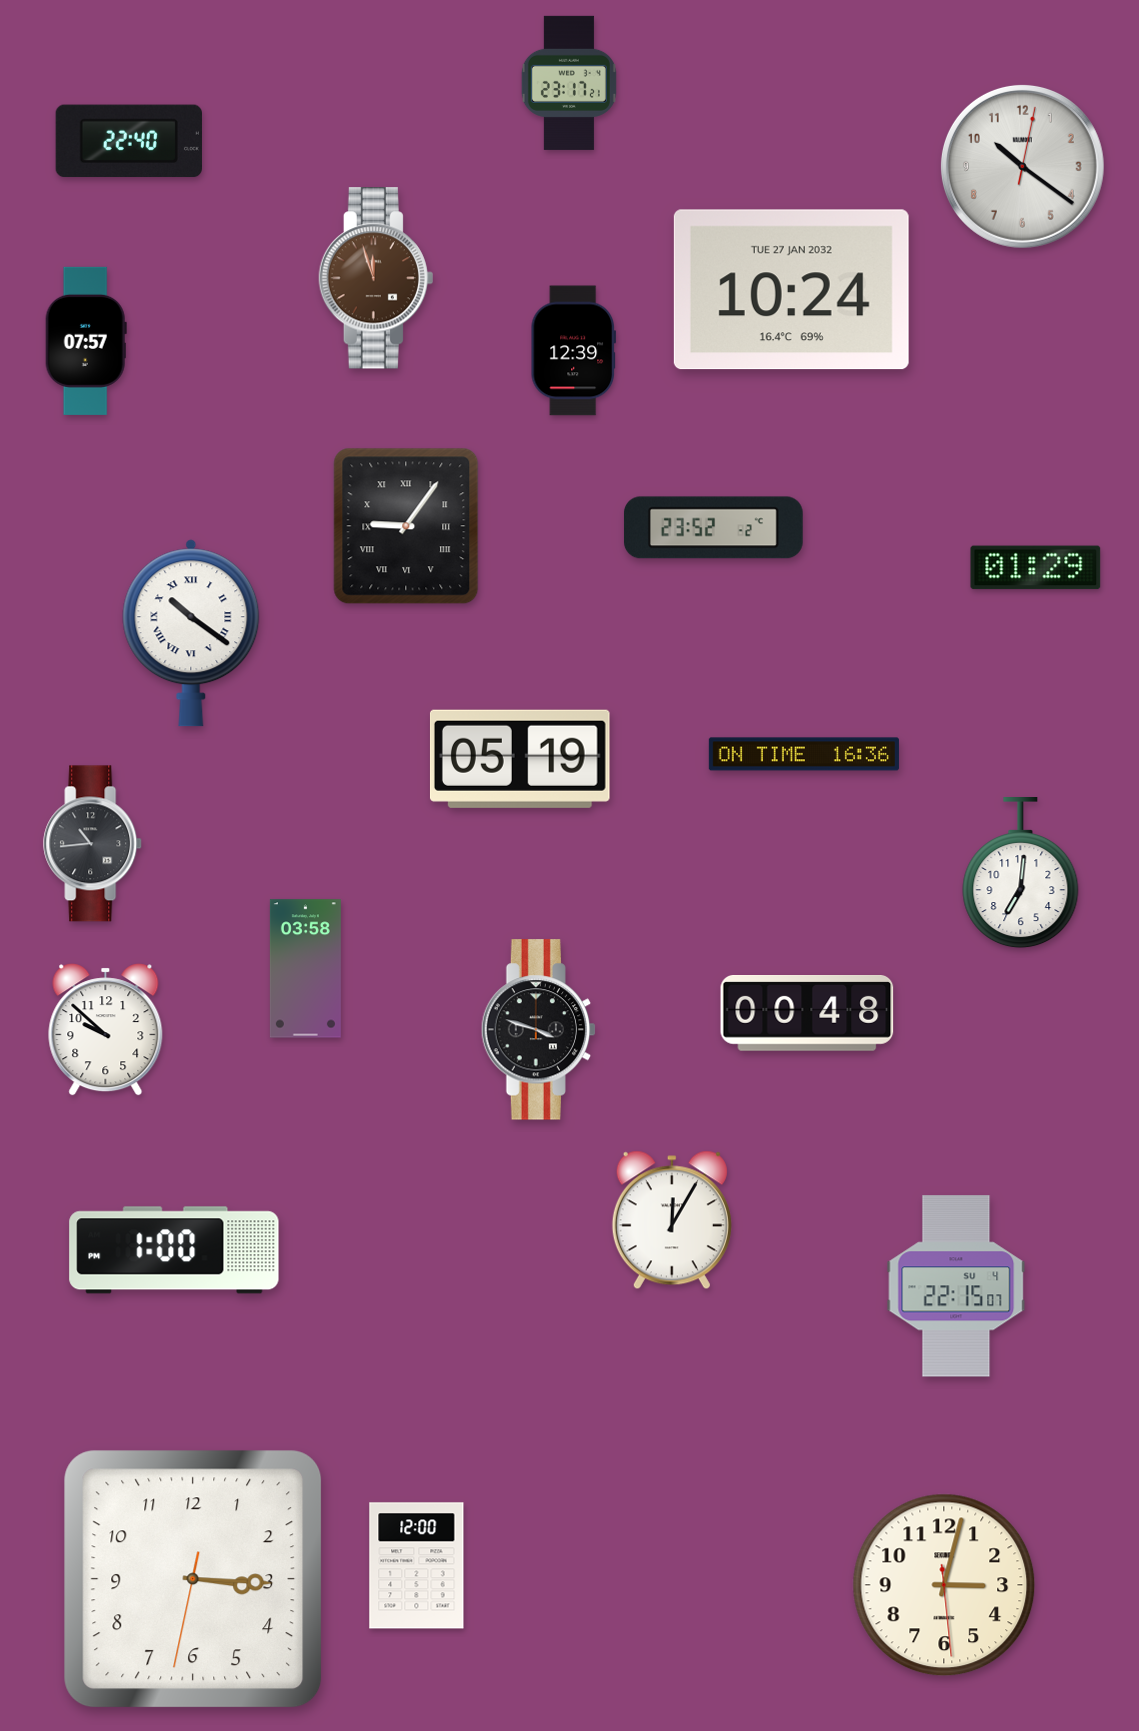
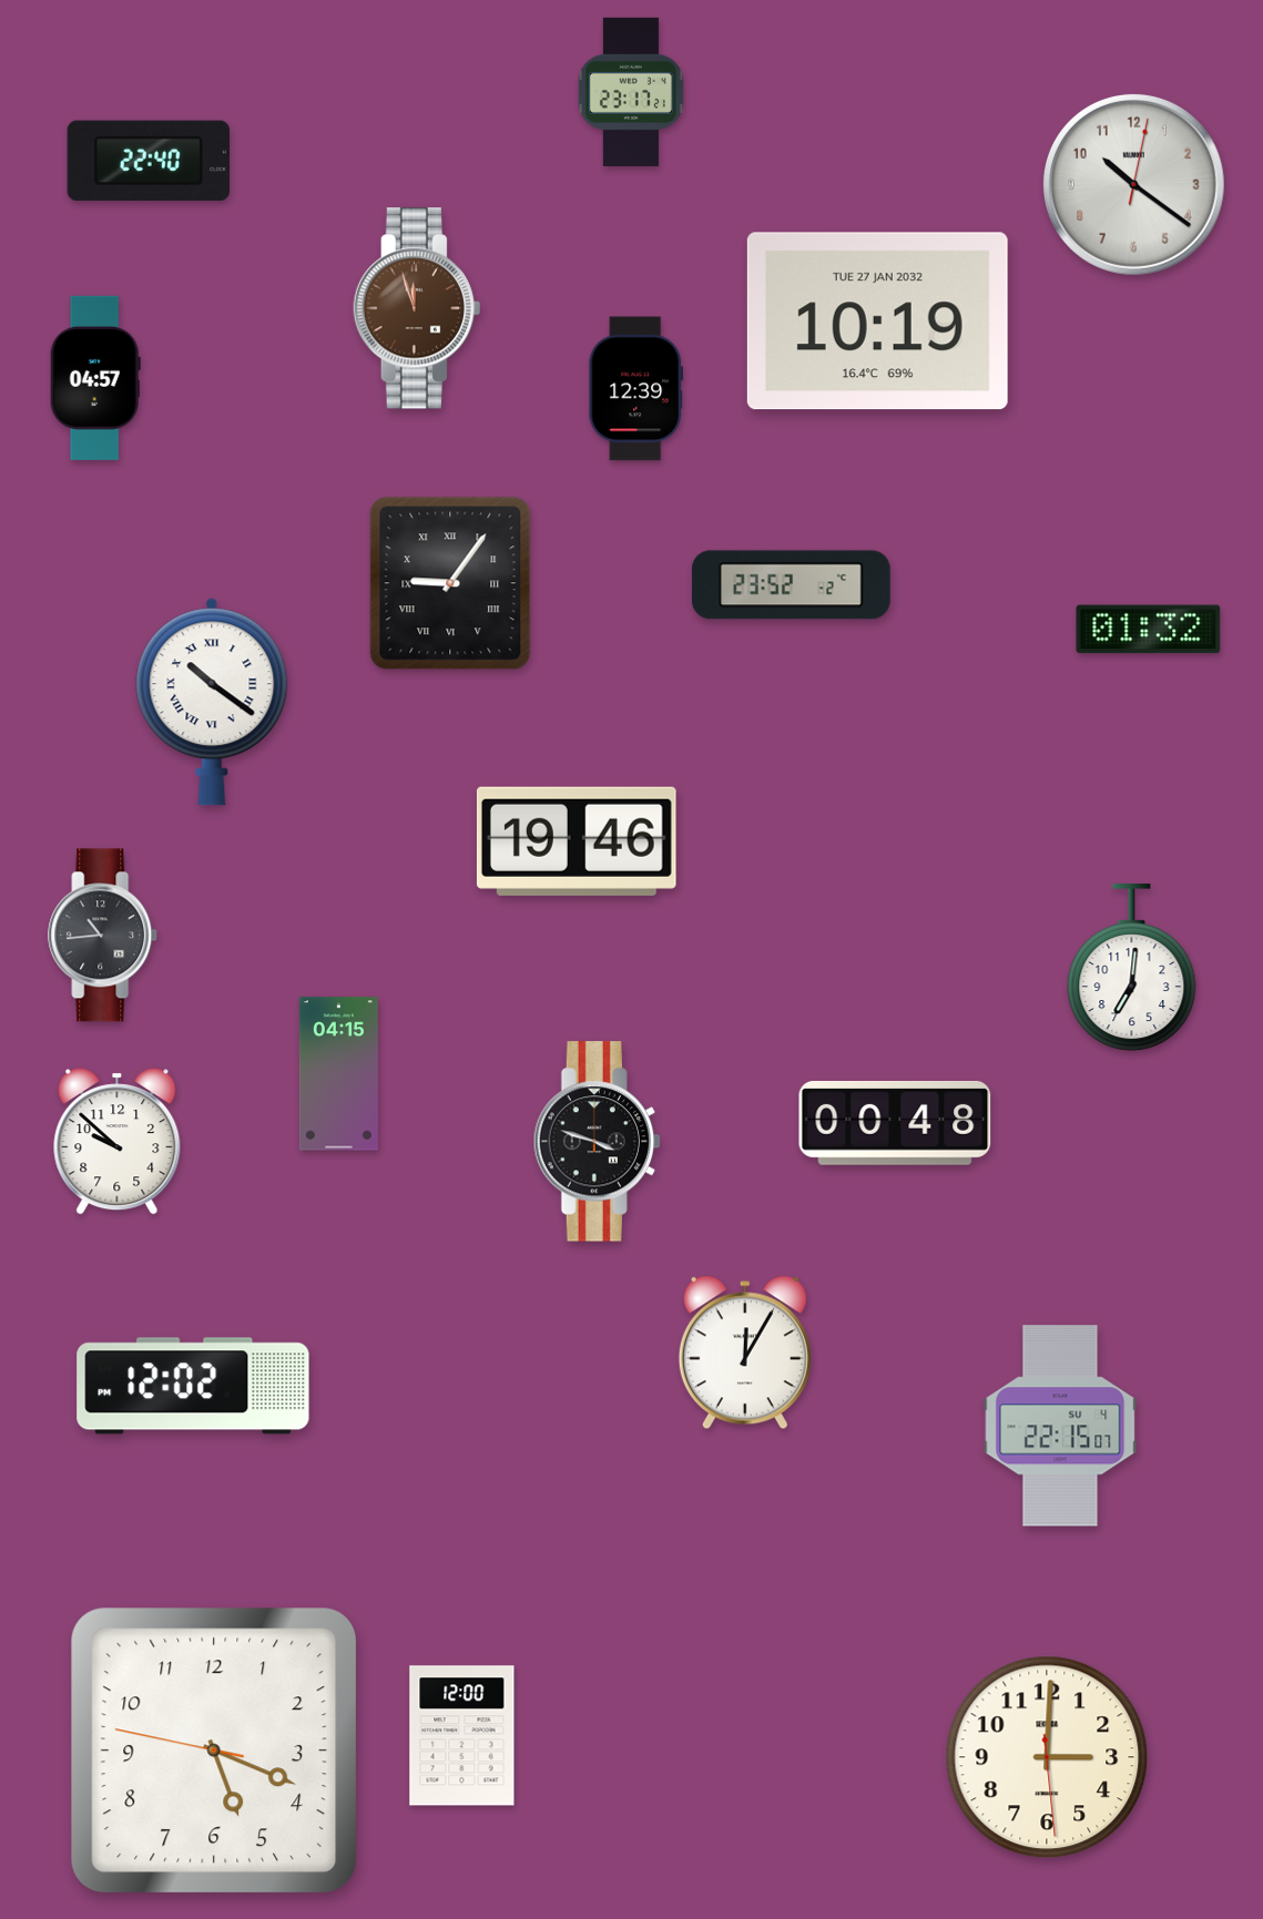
clock at (129, 141) position: (129, 141) -> (149, 161)
clock at (791, 290): 10:24 -> 10:19
clock at (86, 341): 07:57 -> 04:57
clock at (1036, 568): 01:29 -> 01:32
clock at (804, 754): 16:36 -> none
clock at (520, 759): 05:19 -> 19:46
clock at (305, 969): 03:58 -> 04:15
clock at (174, 1250): 1:00 -> 12:02
clock at (193, 1579): 3:15 -> 5:18
clock at (944, 1585): 3:02 -> 3:00
